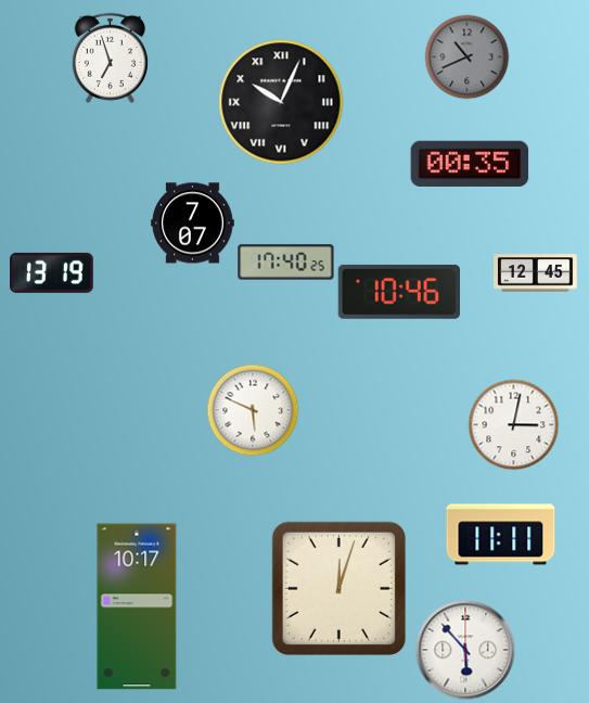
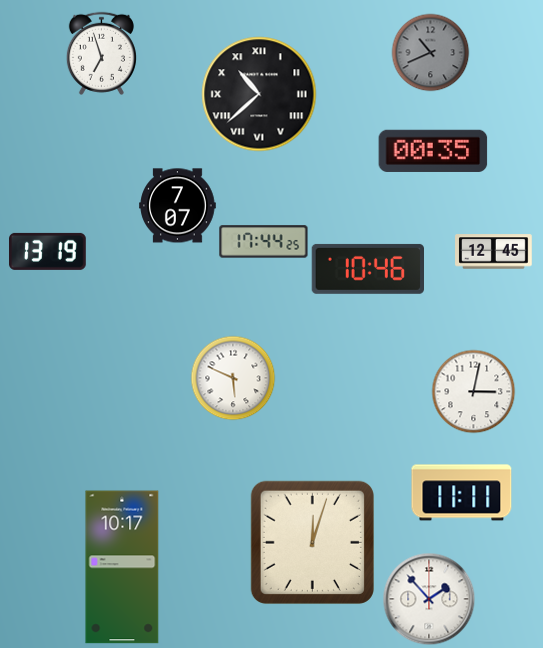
clock at (281, 102): 10:04 -> 10:38
clock at (286, 263): 17:40 -> 17:44
clock at (137, 606) position: (137, 606) -> (122, 567)
clock at (465, 650): 5:53 -> 1:53
